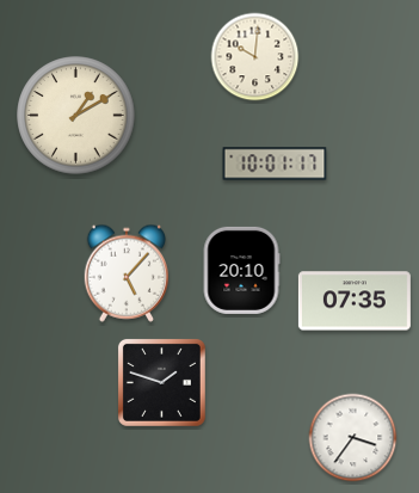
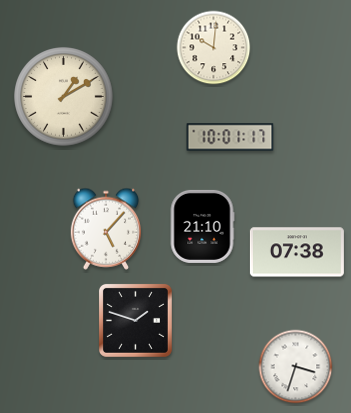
clock at (241, 270): 20:10 -> 21:10
clock at (355, 301): 07:35 -> 07:38
clock at (353, 438): 3:36 -> 3:33
